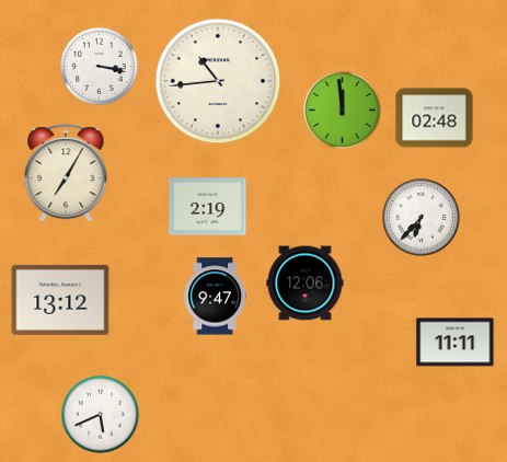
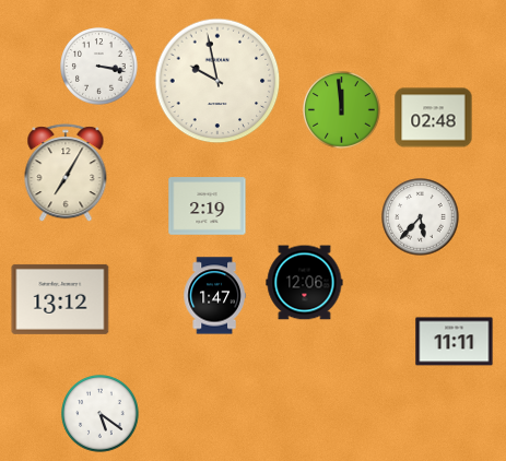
clock at (218, 81): 10:44 -> 9:58
clock at (422, 218): 6:37 -> 5:37
clock at (215, 297): 9:47 -> 1:47
clock at (101, 415): 5:41 -> 5:21
